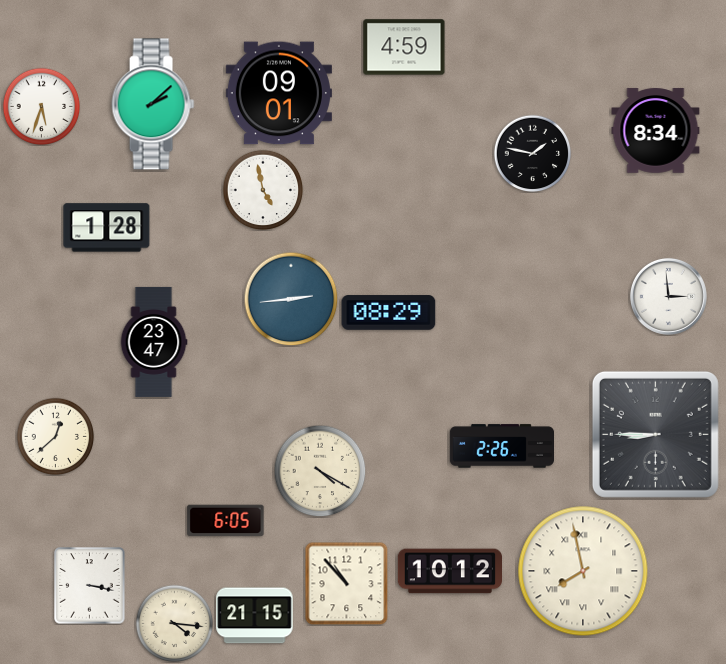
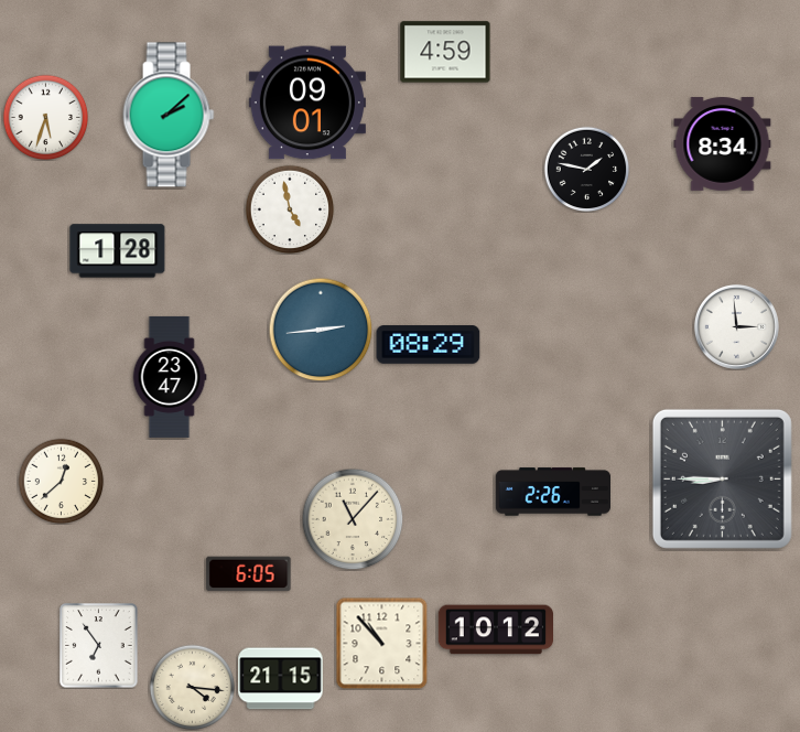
clock at (320, 471): 4:20 -> 11:07
clock at (583, 571): 7:58 -> none
clock at (90, 586): 3:17 -> 6:54
